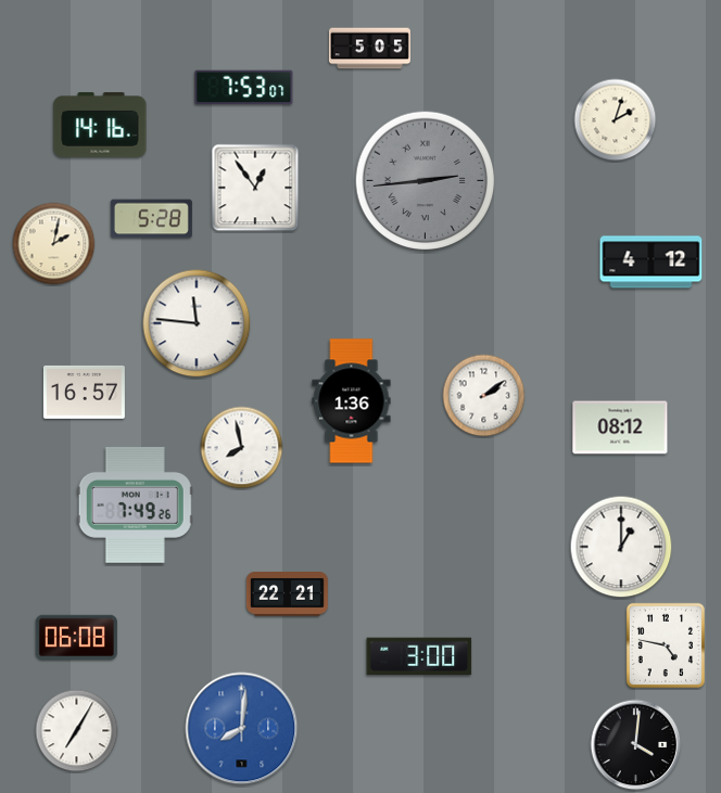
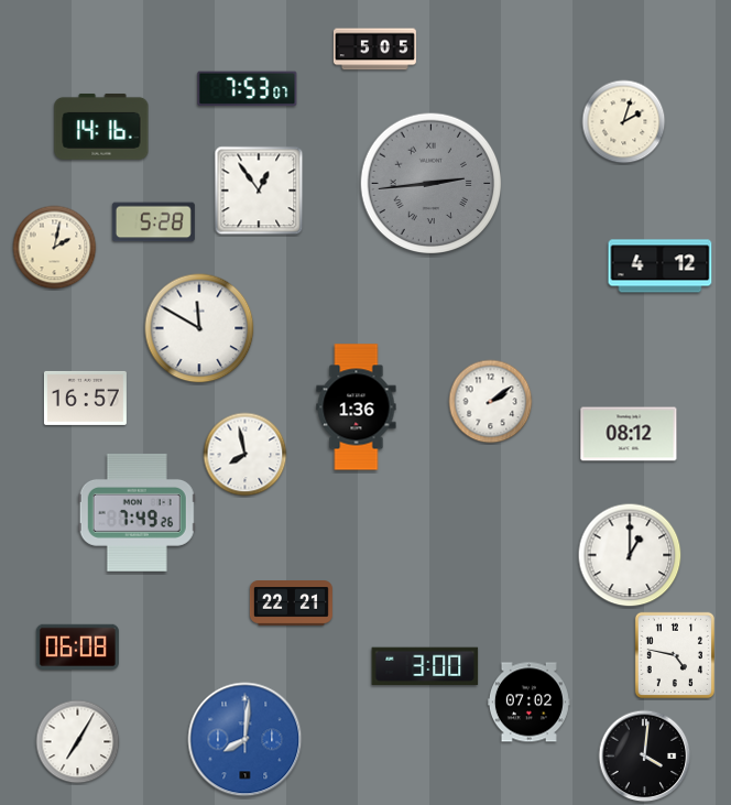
clock at (197, 323): 11:46 -> 11:50
clock at (528, 703): none -> 07:02
